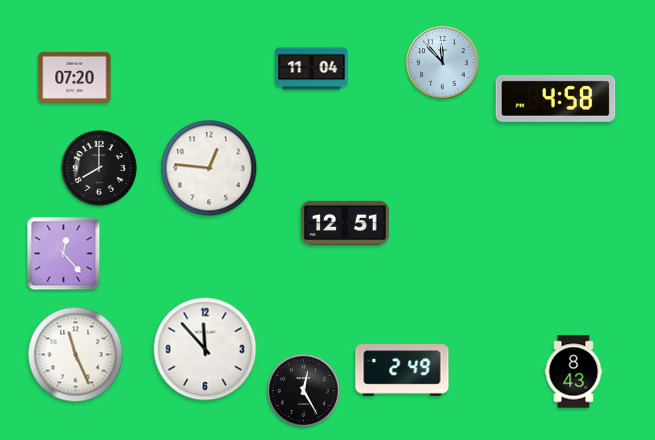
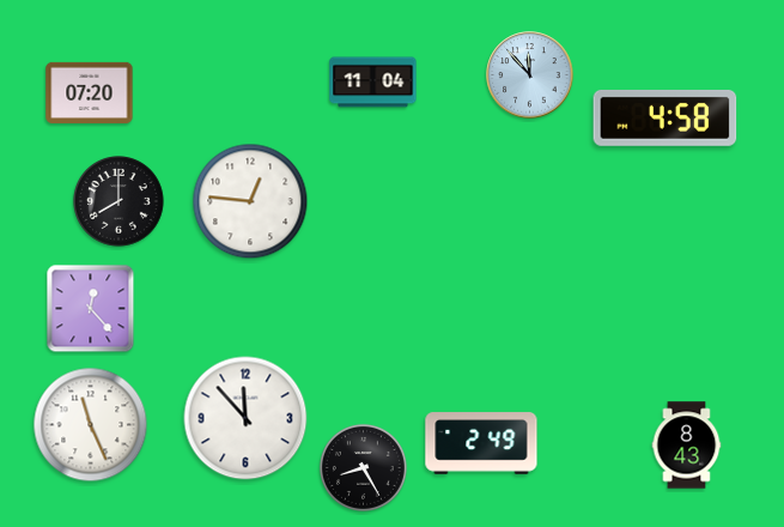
clock at (345, 223): 12:51 -> none
clock at (64, 254) position: (64, 254) -> (91, 309)
clock at (303, 390): 12:25 -> 8:25
